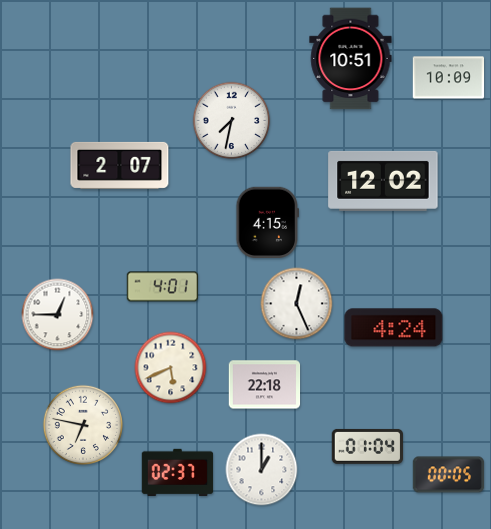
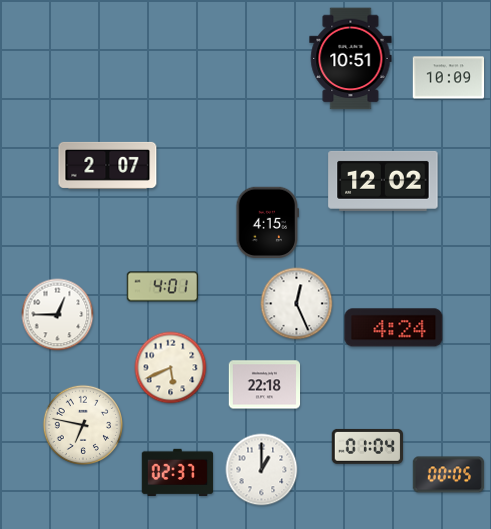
clock at (232, 121): 7:32 -> none
clock at (120, 165) position: (120, 165) -> (108, 165)
